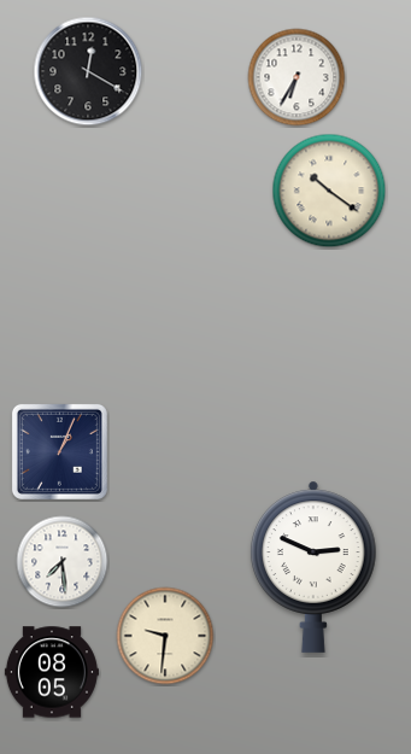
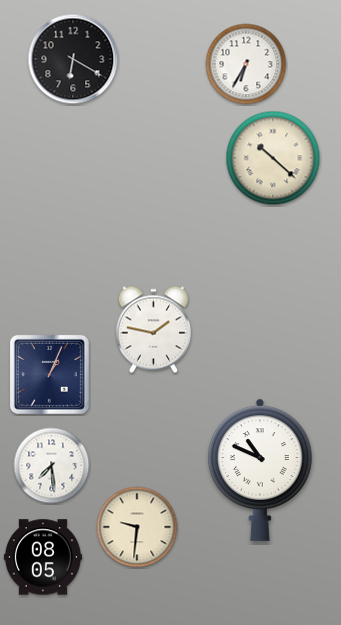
clock at (88, 71): 12:20 -> 6:20
clock at (329, 191): 10:21 -> 10:22
clock at (153, 330): none -> 1:47
clock at (315, 567): 2:49 -> 10:49
